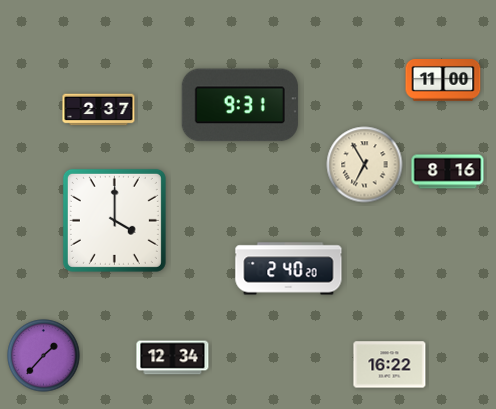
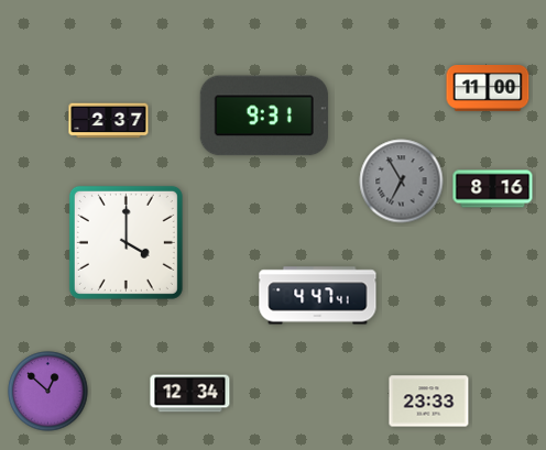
clock at (365, 165) dial: cream -> grey
clock at (289, 269): 2:40 -> 4:47
clock at (44, 356): 1:37 -> 12:52
clock at (390, 365): 16:22 -> 23:33
